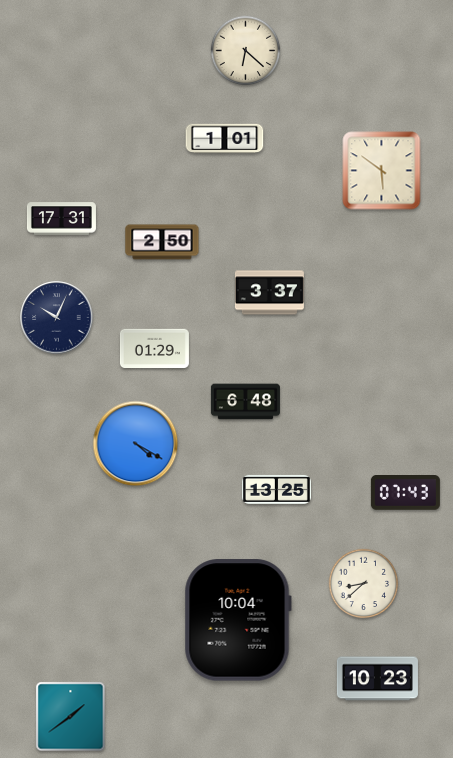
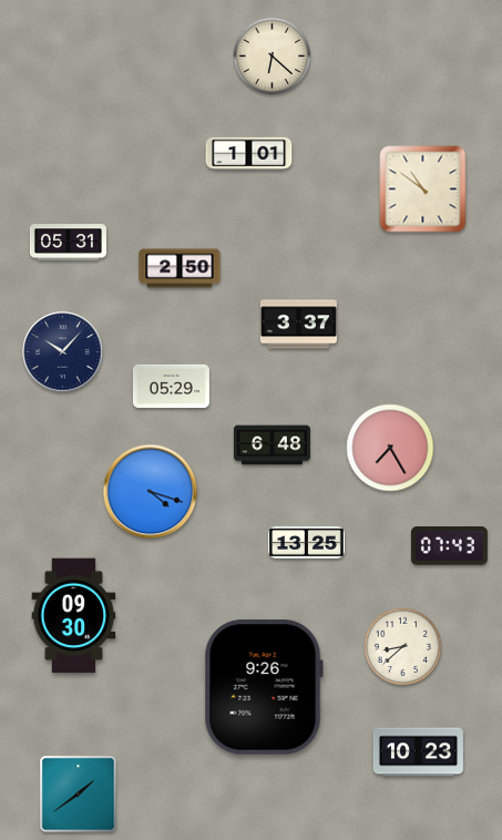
clock at (382, 171): 5:51 -> 10:51
clock at (61, 219): 17:31 -> 05:31
clock at (57, 318): 10:04 -> 10:07
clock at (154, 348): 01:29 -> 05:29
clock at (390, 448): none -> 7:25
clock at (136, 444): 4:20 -> 4:18
clock at (74, 616): none -> 09:30
clock at (238, 620): 10:04 -> 9:26
